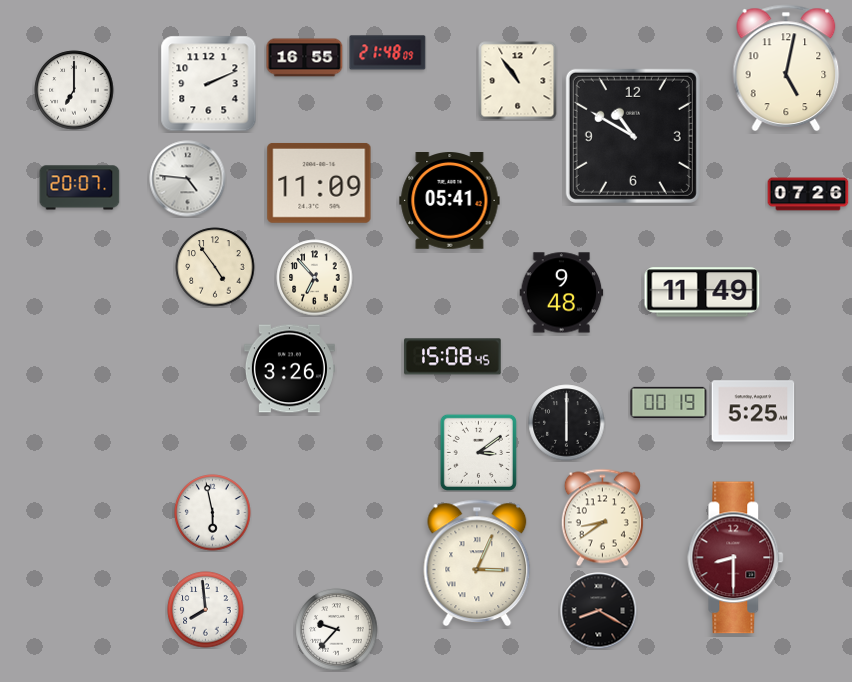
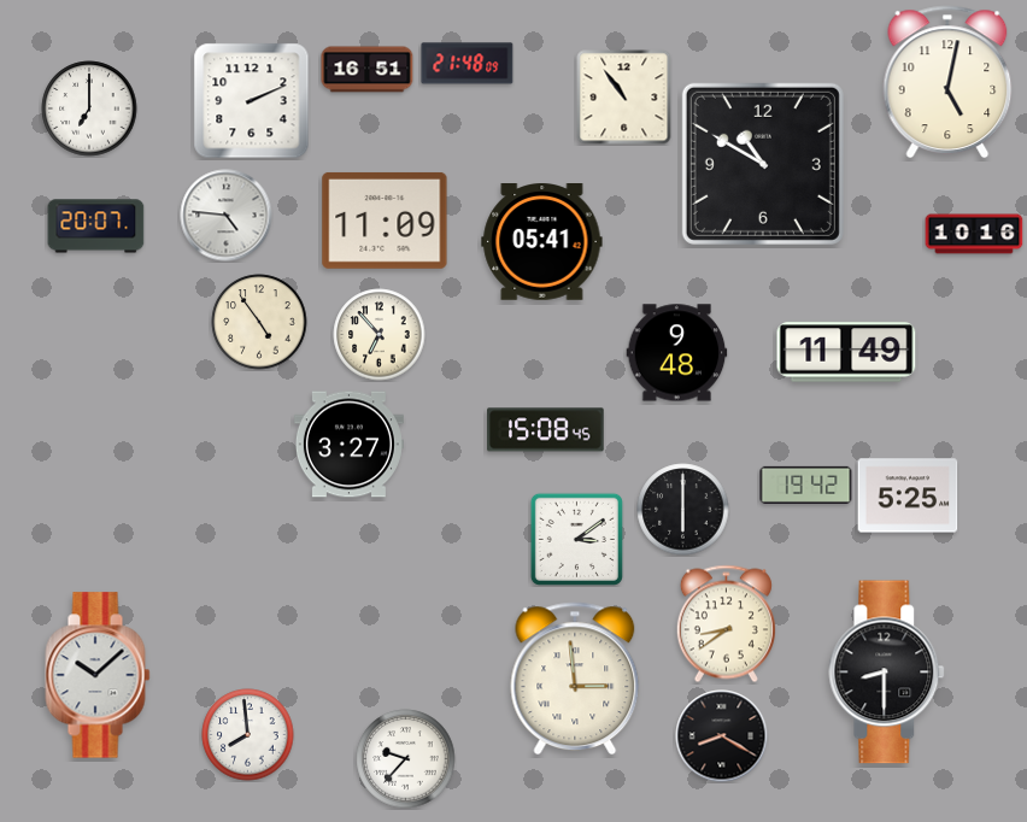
clock at (305, 58): 16:55 -> 16:51
clock at (808, 194): 07:26 -> 10:16
clock at (289, 369): 3:26 -> 3:27
clock at (669, 402): 00:19 -> 19:42
clock at (478, 452) position: (478, 452) -> (576, 539)
clock at (213, 513): 5:58 -> none
clock at (736, 558) dial: burgundy -> black
clock at (98, 675): none -> 10:08
clock at (477, 563): 3:04 -> 2:59
